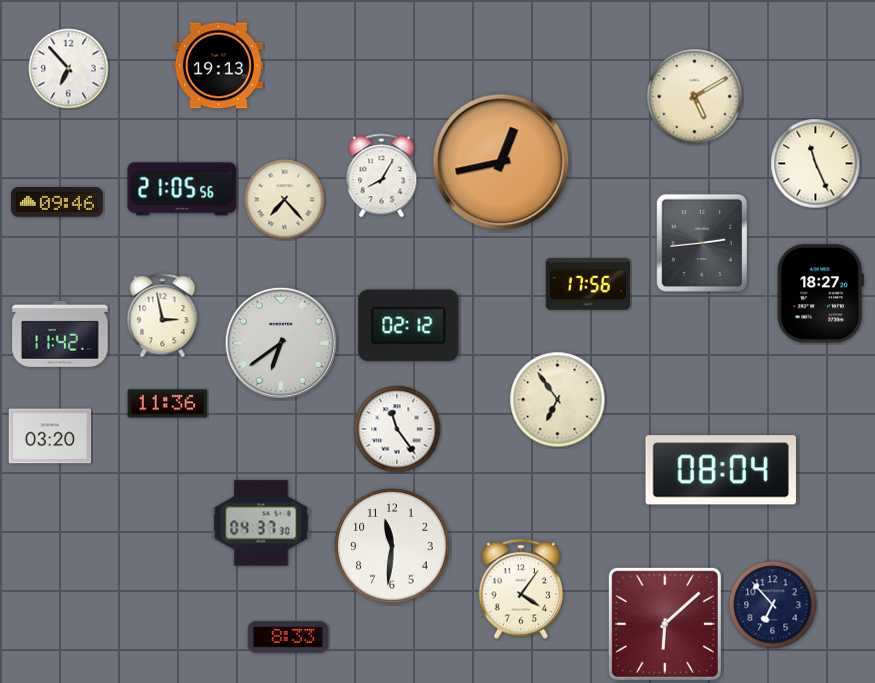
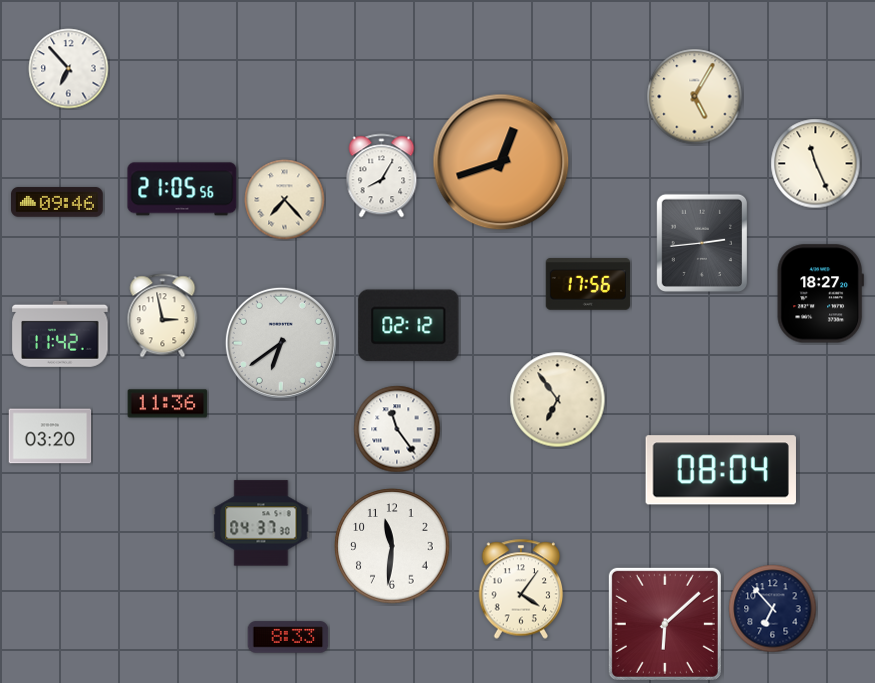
clock at (218, 66): 19:13 -> none
clock at (695, 97): 5:10 -> 5:05
clock at (501, 162): 12:43 -> 12:42
clock at (773, 605) position: (773, 605) -> (773, 609)
